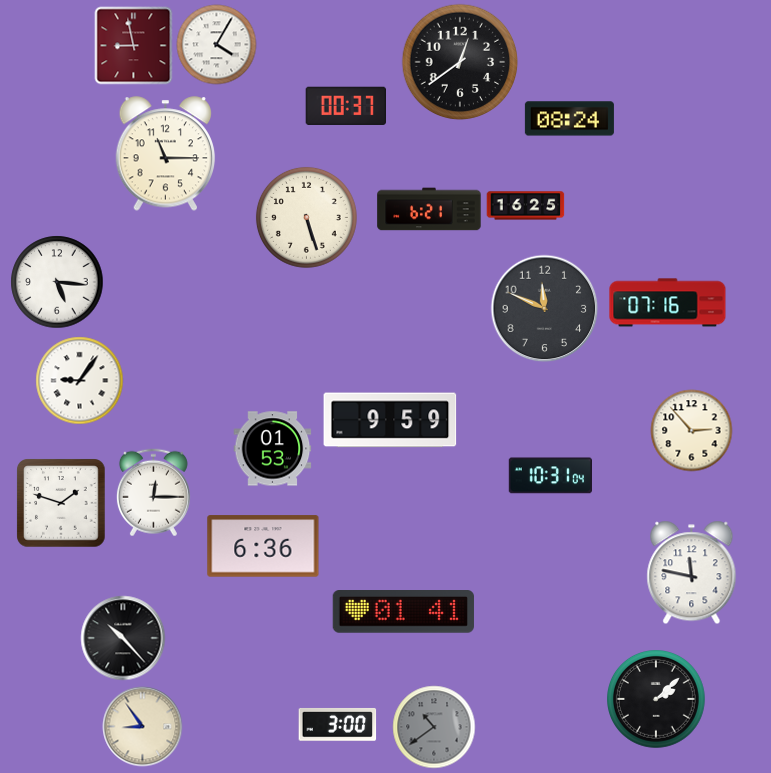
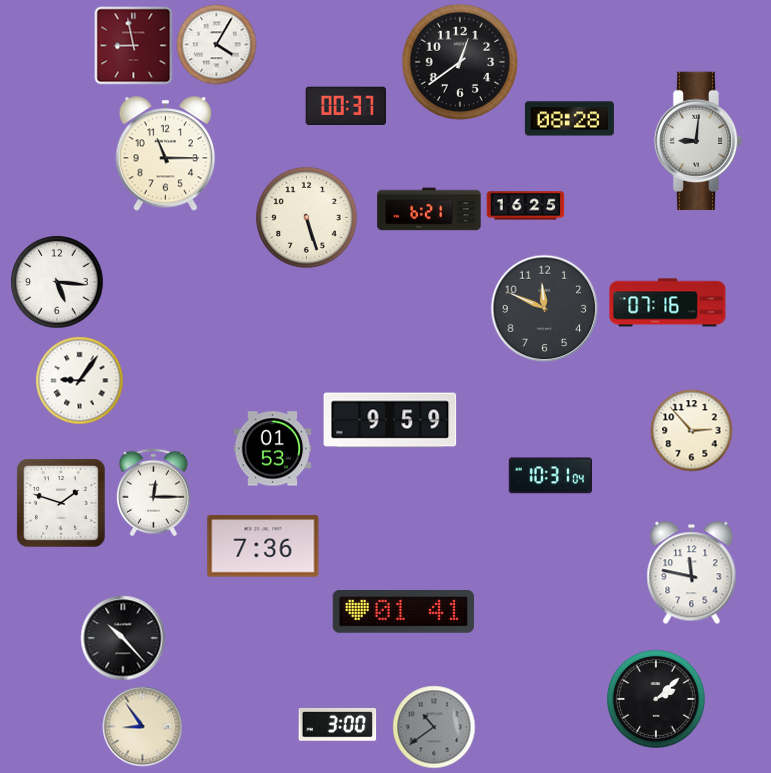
clock at (569, 119): 08:24 -> 08:28
clock at (698, 141): none -> 9:01
clock at (263, 546): 6:36 -> 7:36
